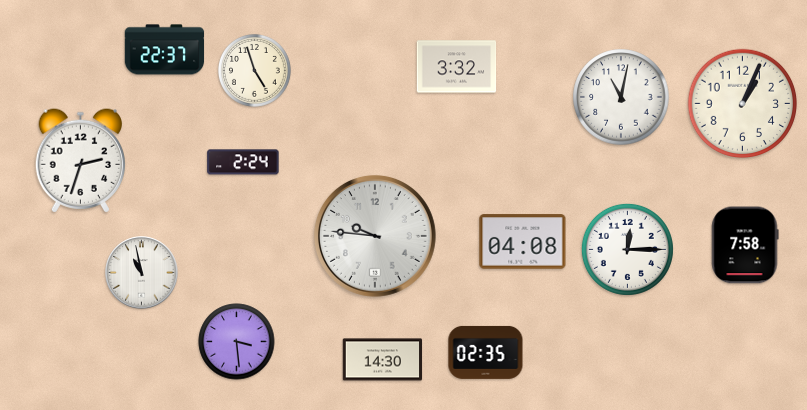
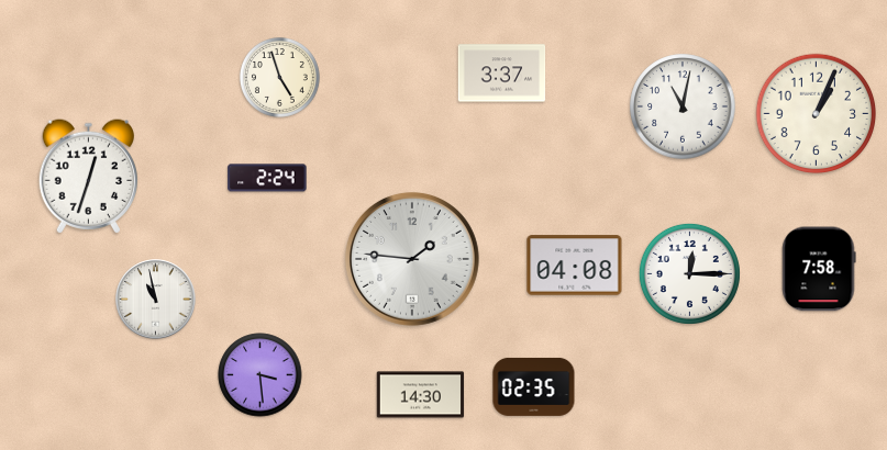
clock at (165, 50): 22:37 -> none
clock at (457, 67): 3:32 -> 3:37
clock at (80, 161): 2:33 -> 12:33
clock at (375, 236): 9:46 -> 1:46
